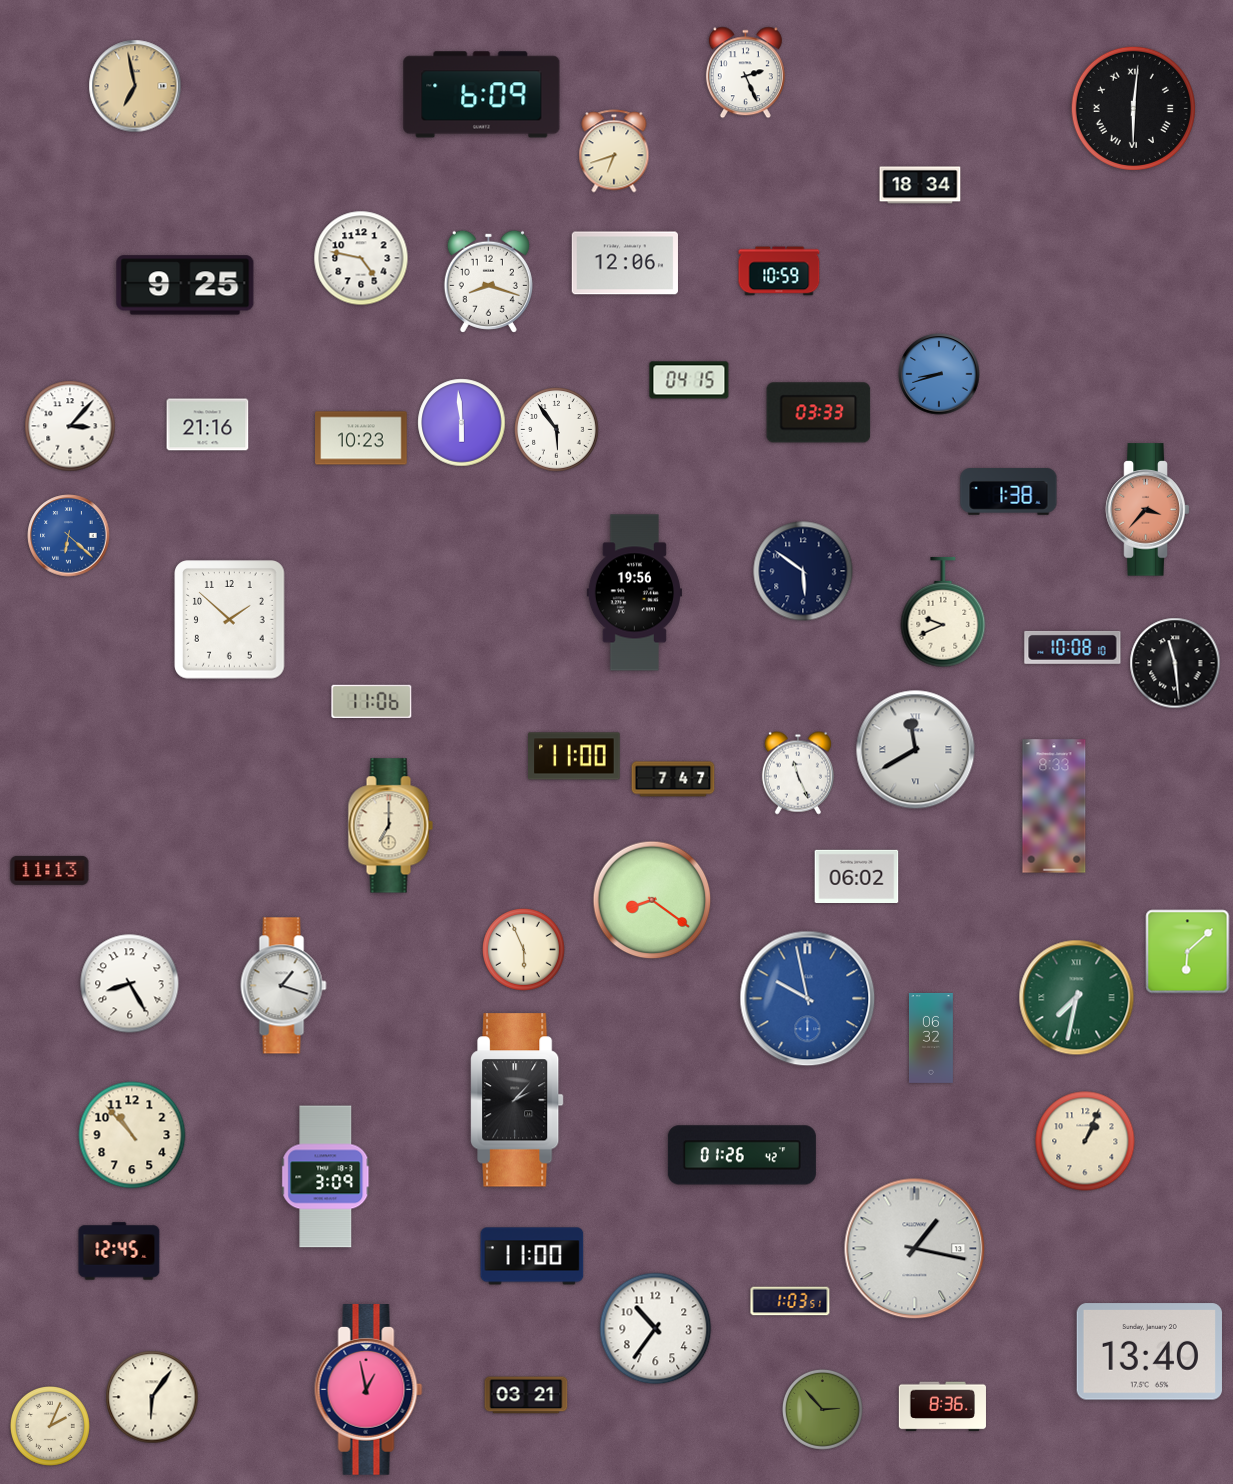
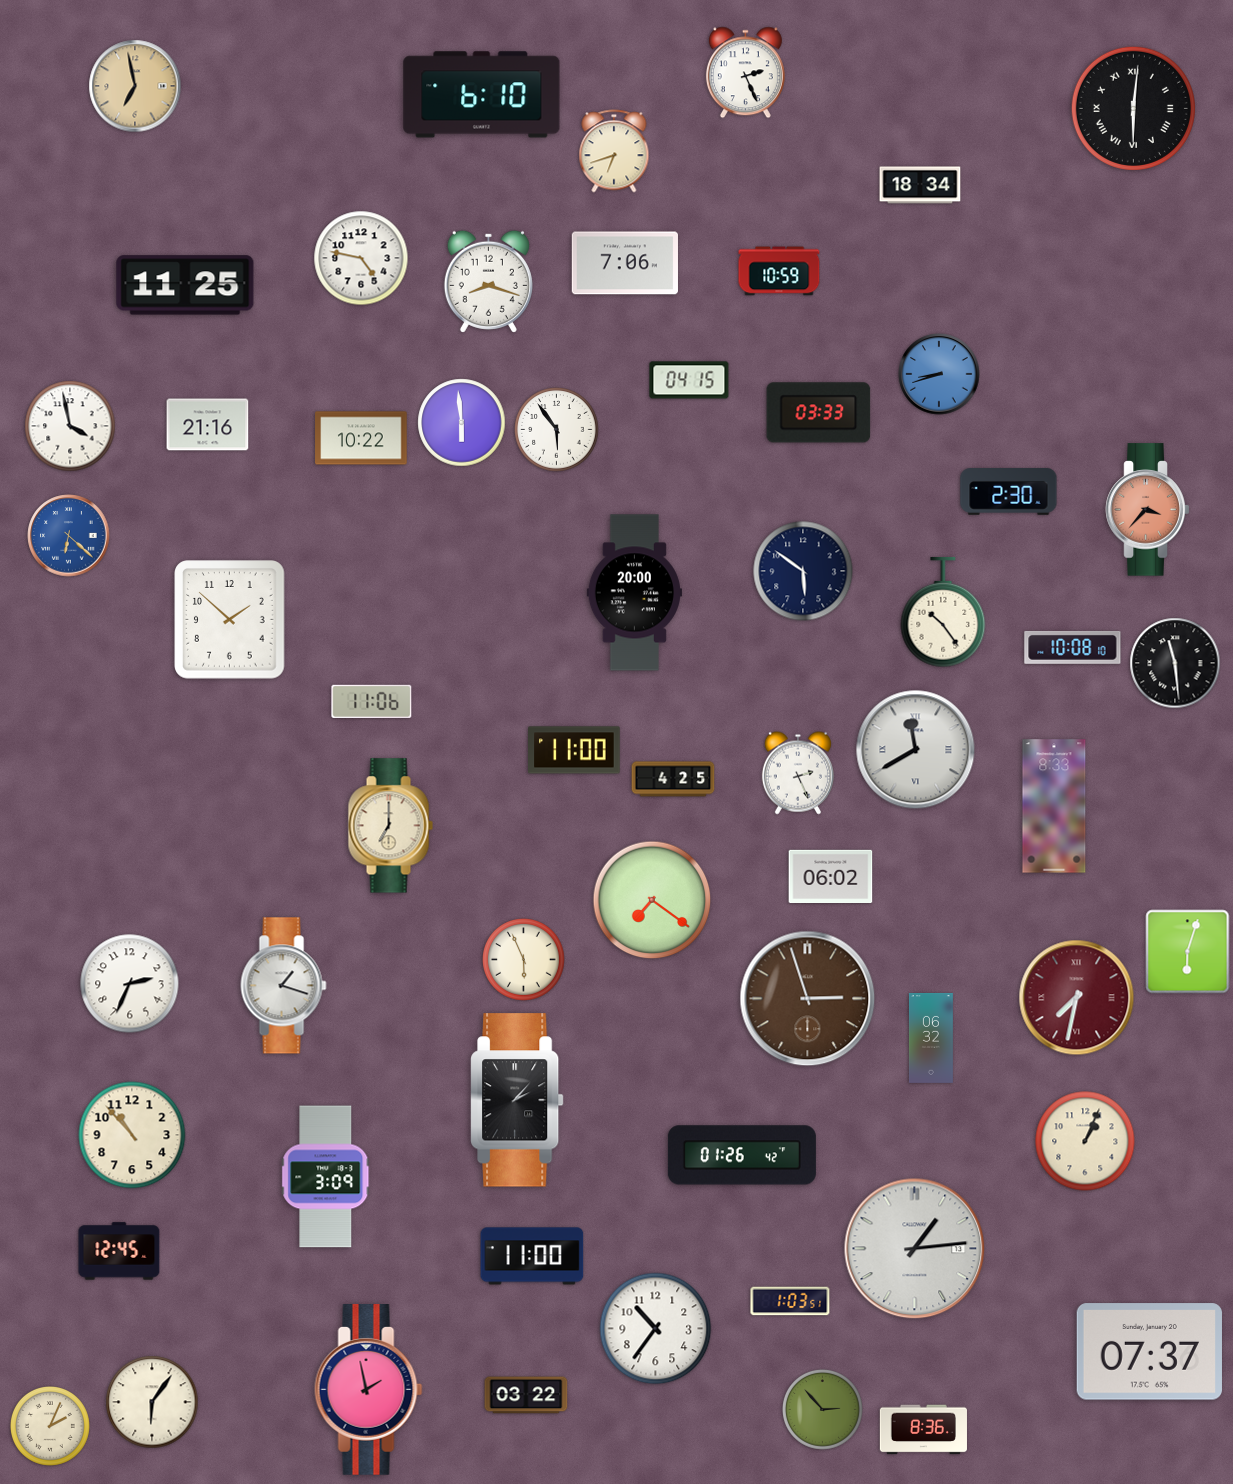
clock at (482, 95): 6:09 -> 6:10
clock at (624, 263): 12:06 -> 7:06
clock at (185, 285): 9:25 -> 11:25
clock at (70, 426): 3:07 -> 3:58
clock at (361, 438): 10:23 -> 10:22
clock at (1009, 492): 1:38 -> 2:30
clock at (634, 593): 19:56 -> 20:00
clock at (943, 612): 9:41 -> 10:24
clock at (574, 756) position: (574, 756) -> (574, 750)
clock at (798, 773): 11:26 -> 2:26
clock at (673, 779): 7:47 -> 4:25
clock at (50, 870): 11:13 -> none
clock at (857, 876) position: (857, 876) -> (831, 876)
clock at (652, 900): 8:21 -> 7:21
clock at (524, 950) position: (524, 950) -> (524, 960)
clock at (1188, 952): 6:08 -> 6:03
clock at (130, 984): 8:25 -> 2:34
clock at (1077, 998) dial: green -> burgundy
clock at (808, 999): 9:58 -> 2:57
clock at (808, 999) dial: blue -> brown
clock at (915, 1249): 1:17 -> 1:14
clock at (1149, 1352): 13:40 -> 07:37
clock at (369, 1390): 12:58 -> 1:58
clock at (526, 1395): 03:21 -> 03:22
clock at (152, 1397) position: (152, 1397) -> (152, 1402)
clock at (942, 1407) position: (942, 1407) -> (923, 1430)
